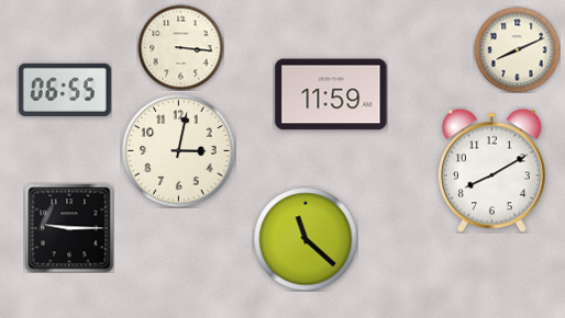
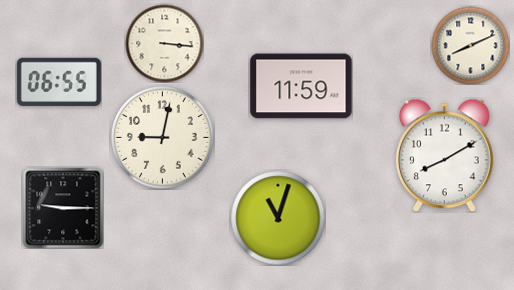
clock at (179, 151): 3:02 -> 9:02
clock at (492, 170) position: (492, 170) -> (445, 155)
clock at (306, 239): 11:22 -> 11:03
